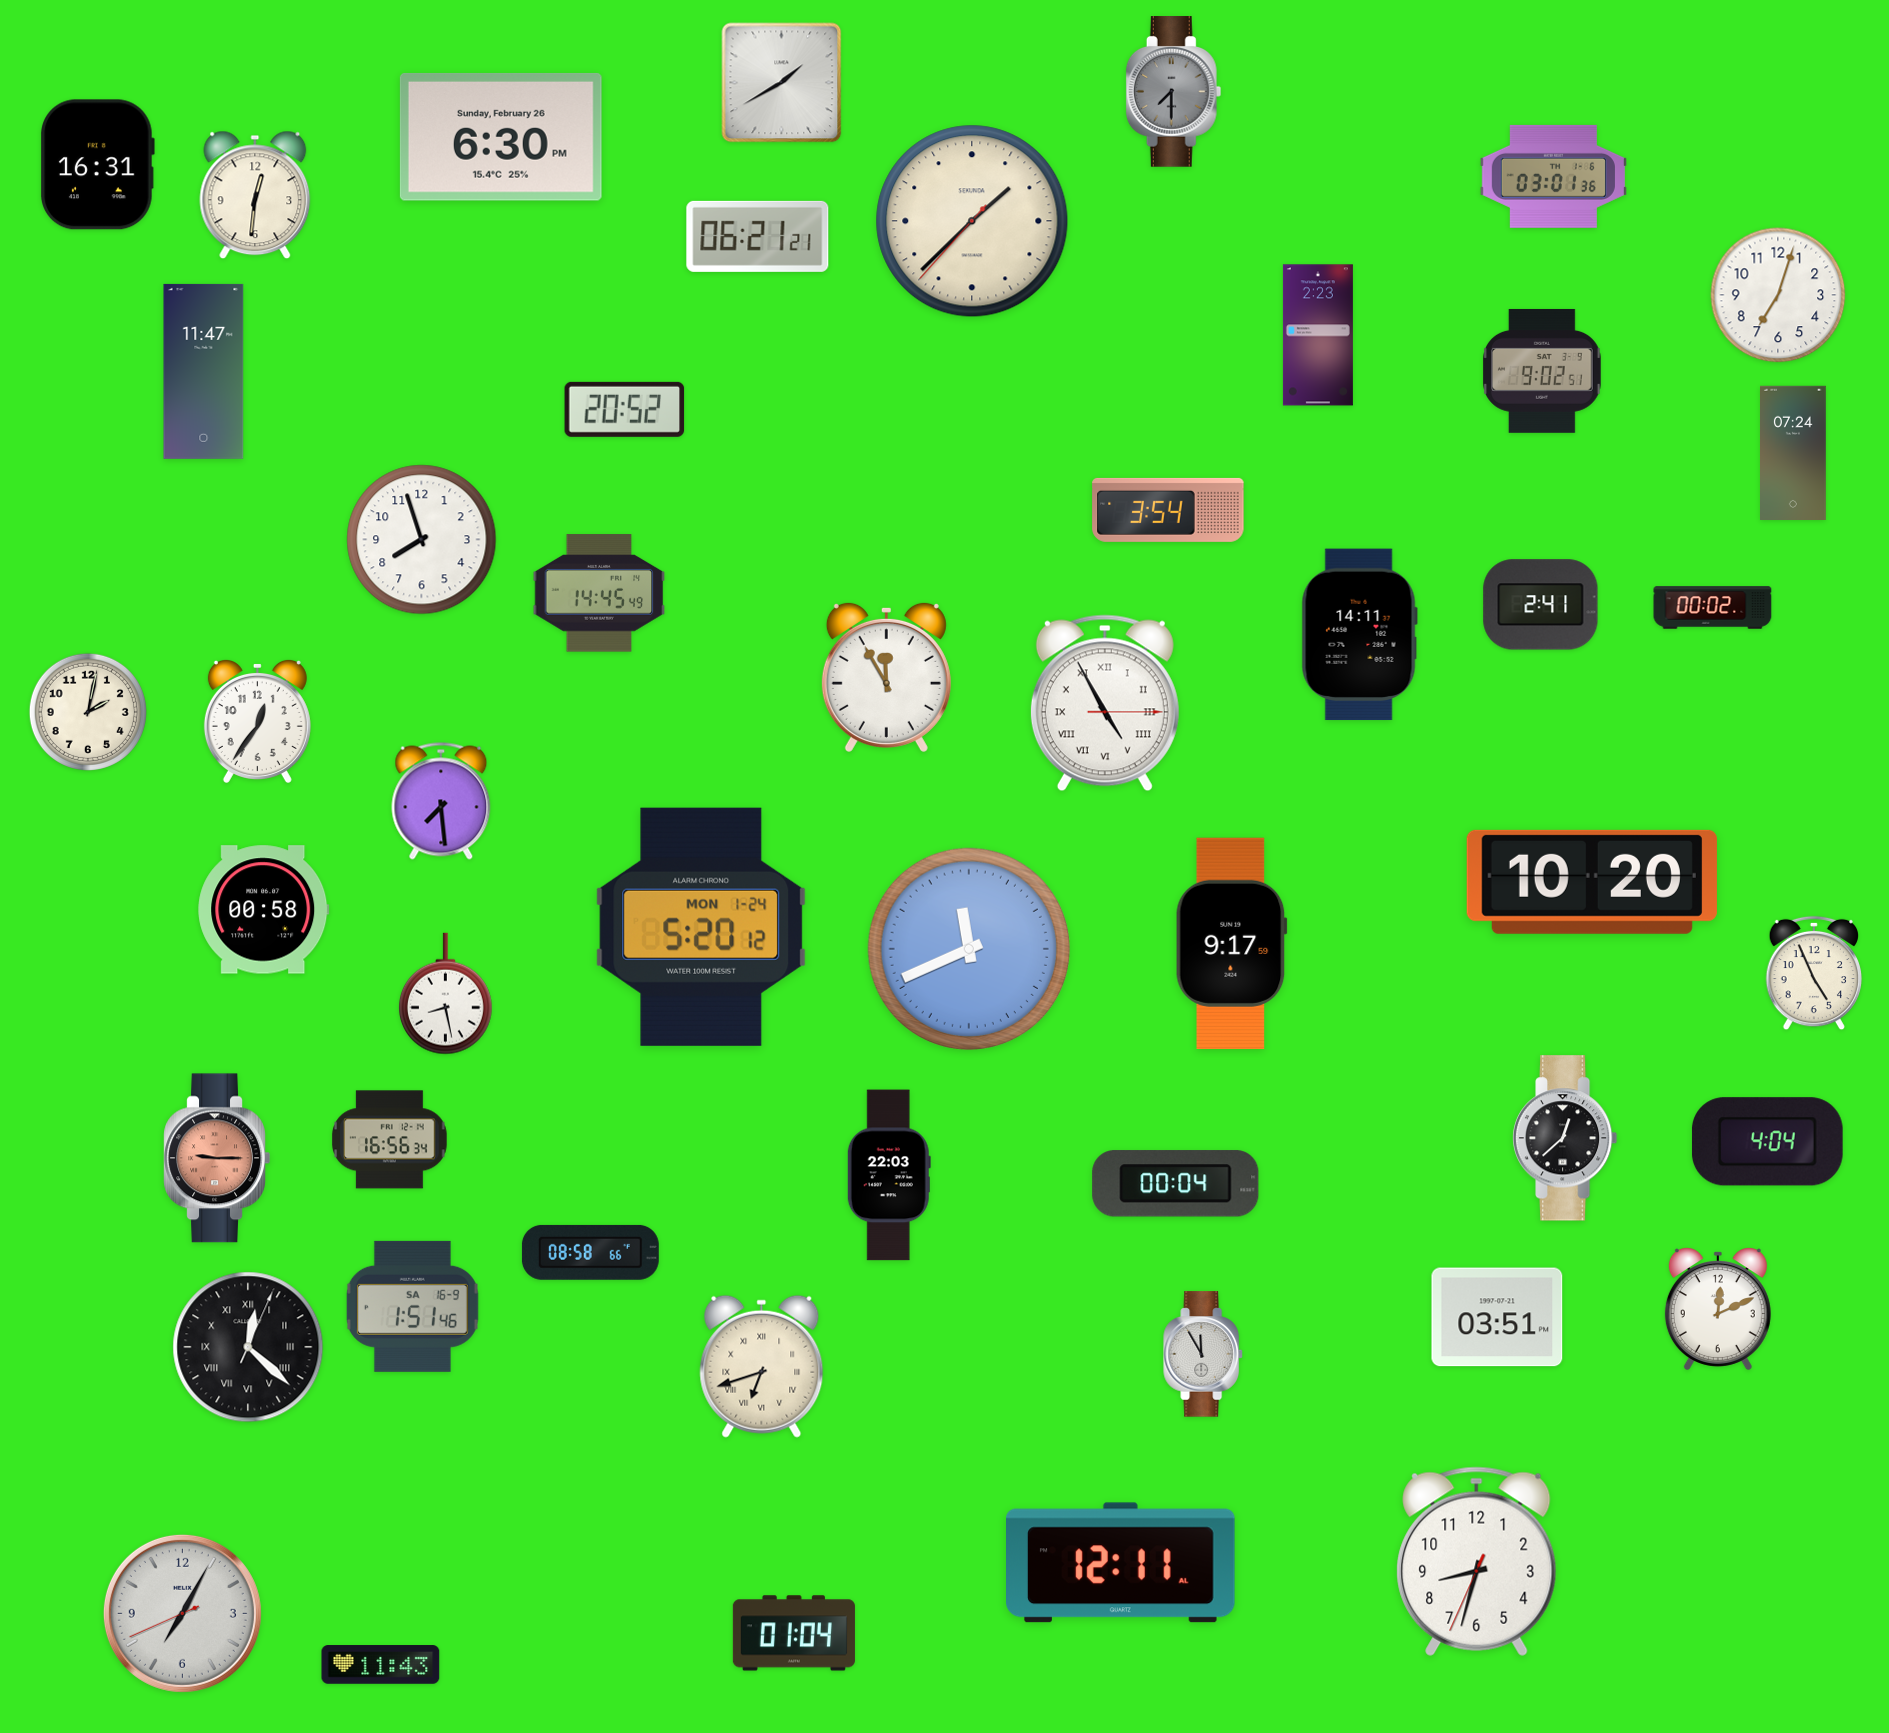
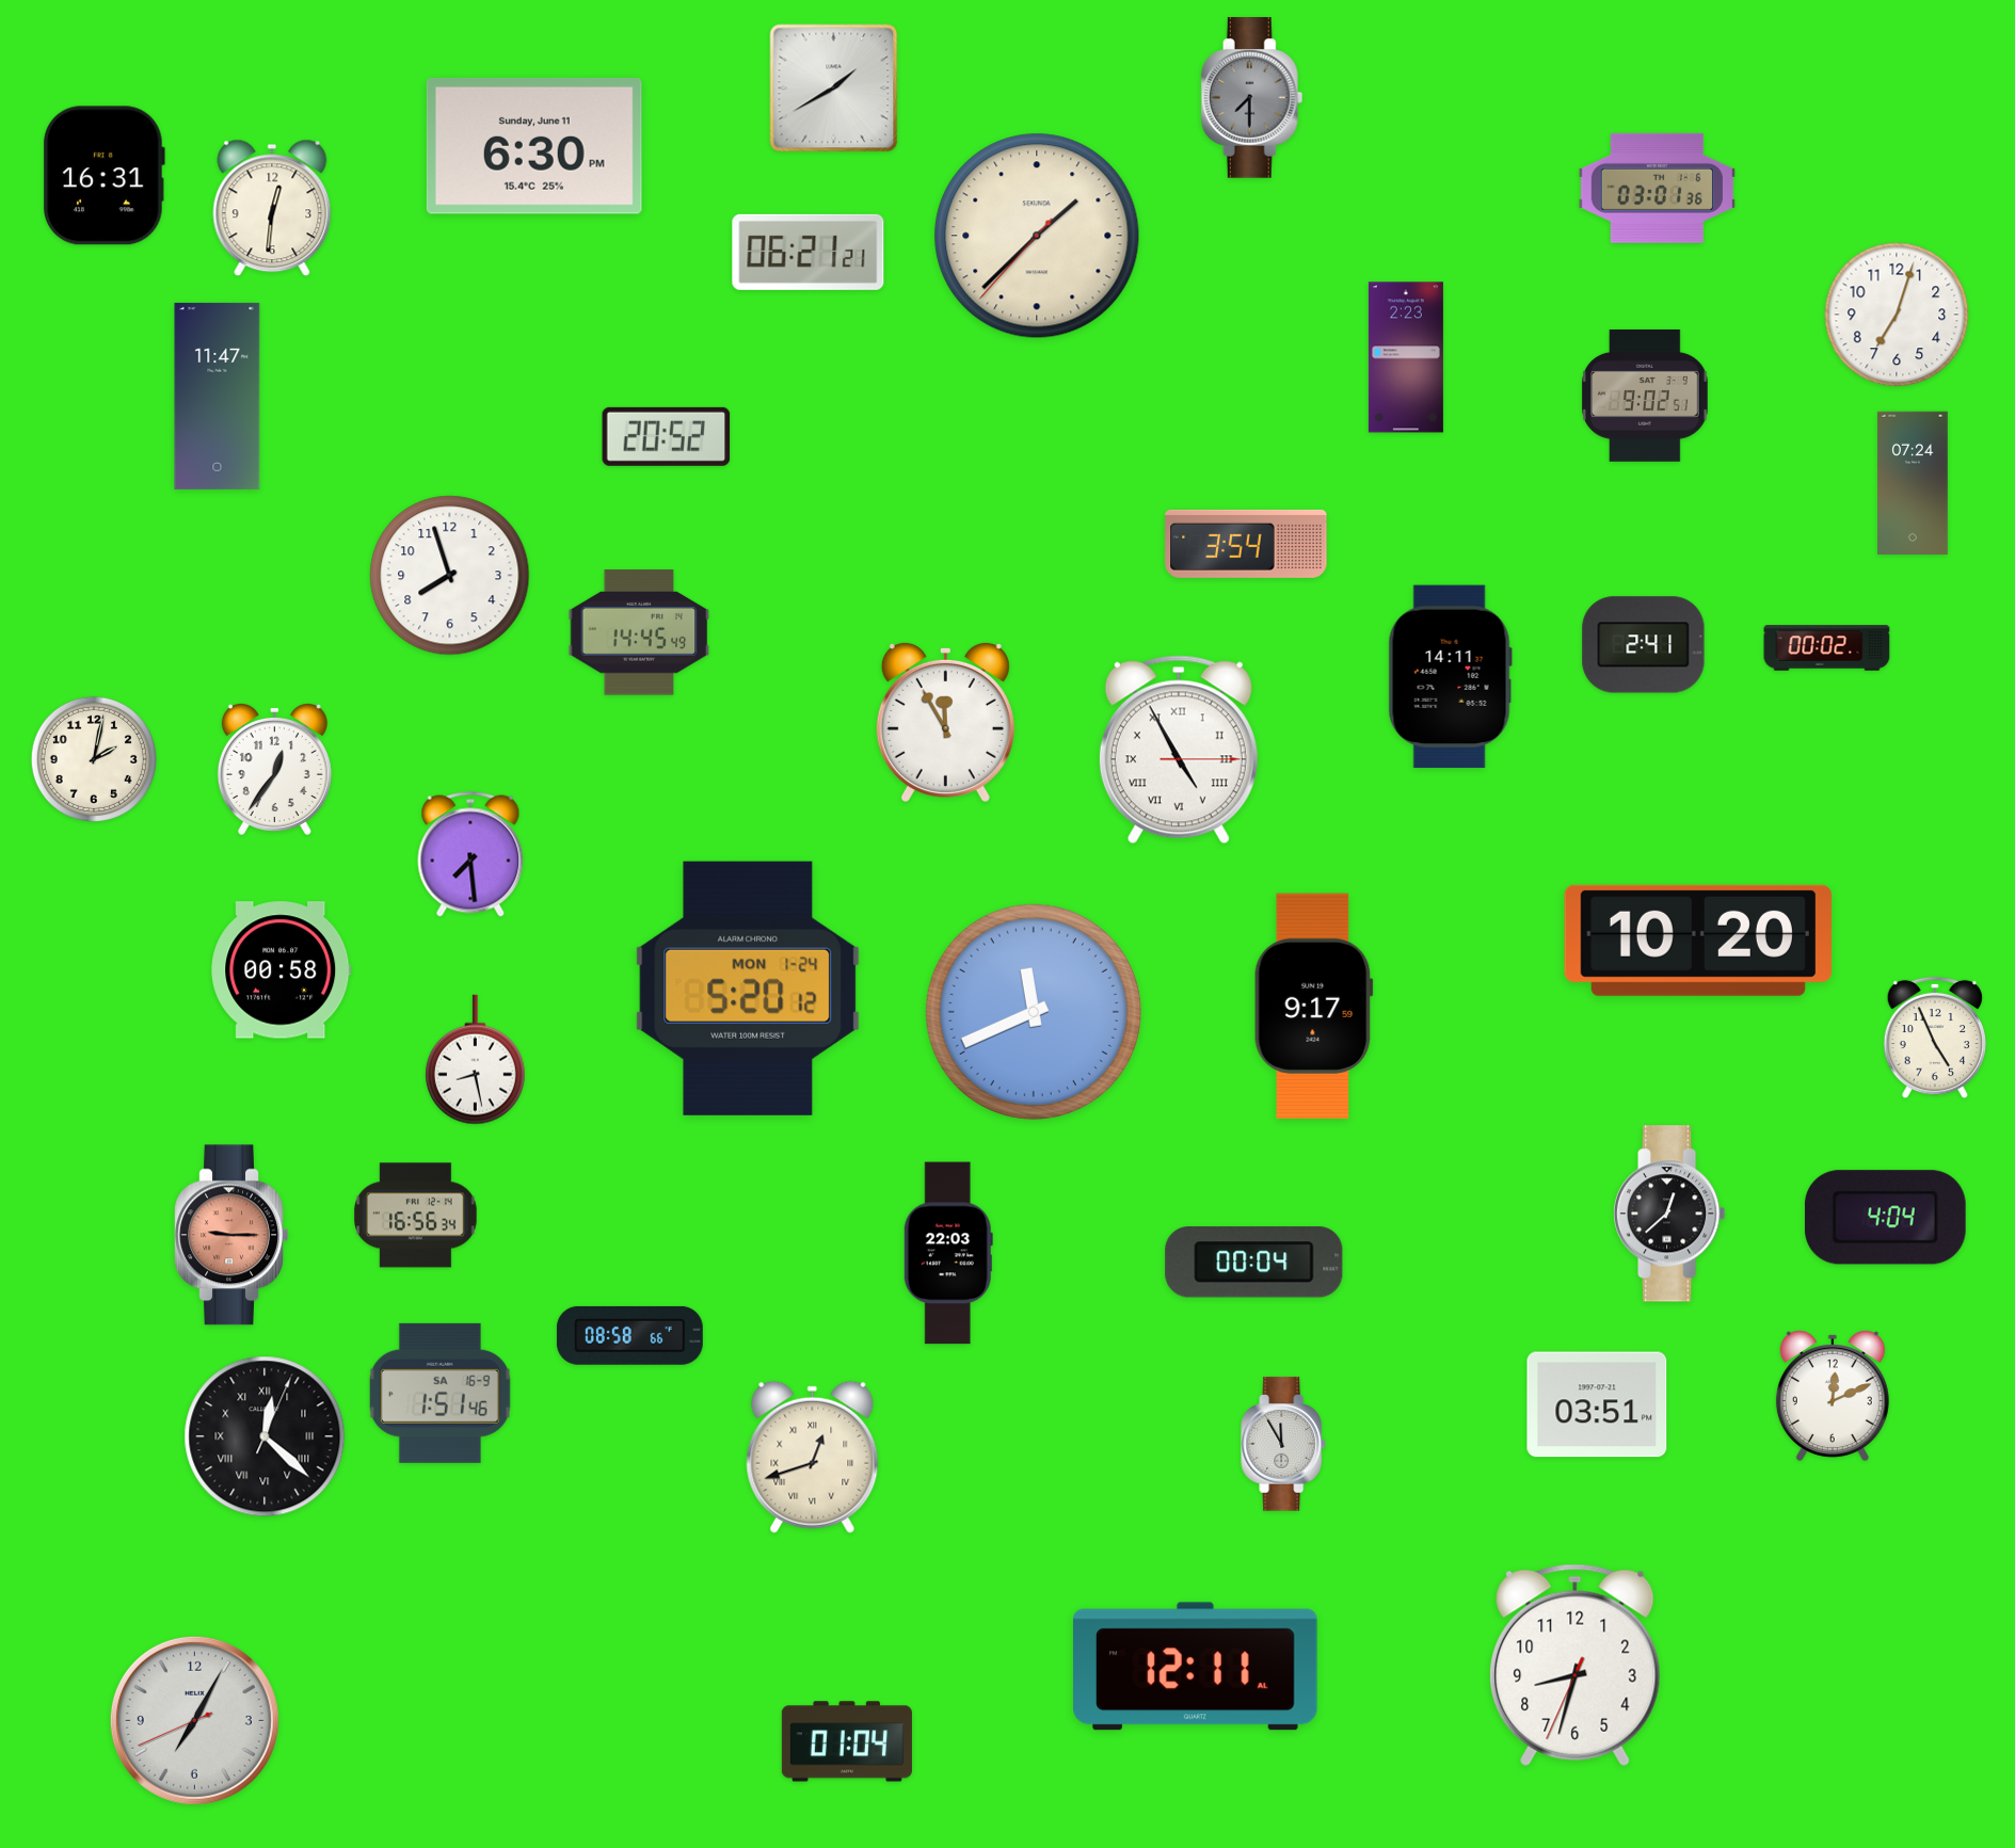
clock at (501, 137) date: Sunday, February 26 -> Sunday, June 11
clock at (762, 1366): 6:42 -> 12:42
clock at (381, 1665): 11:43 -> none
